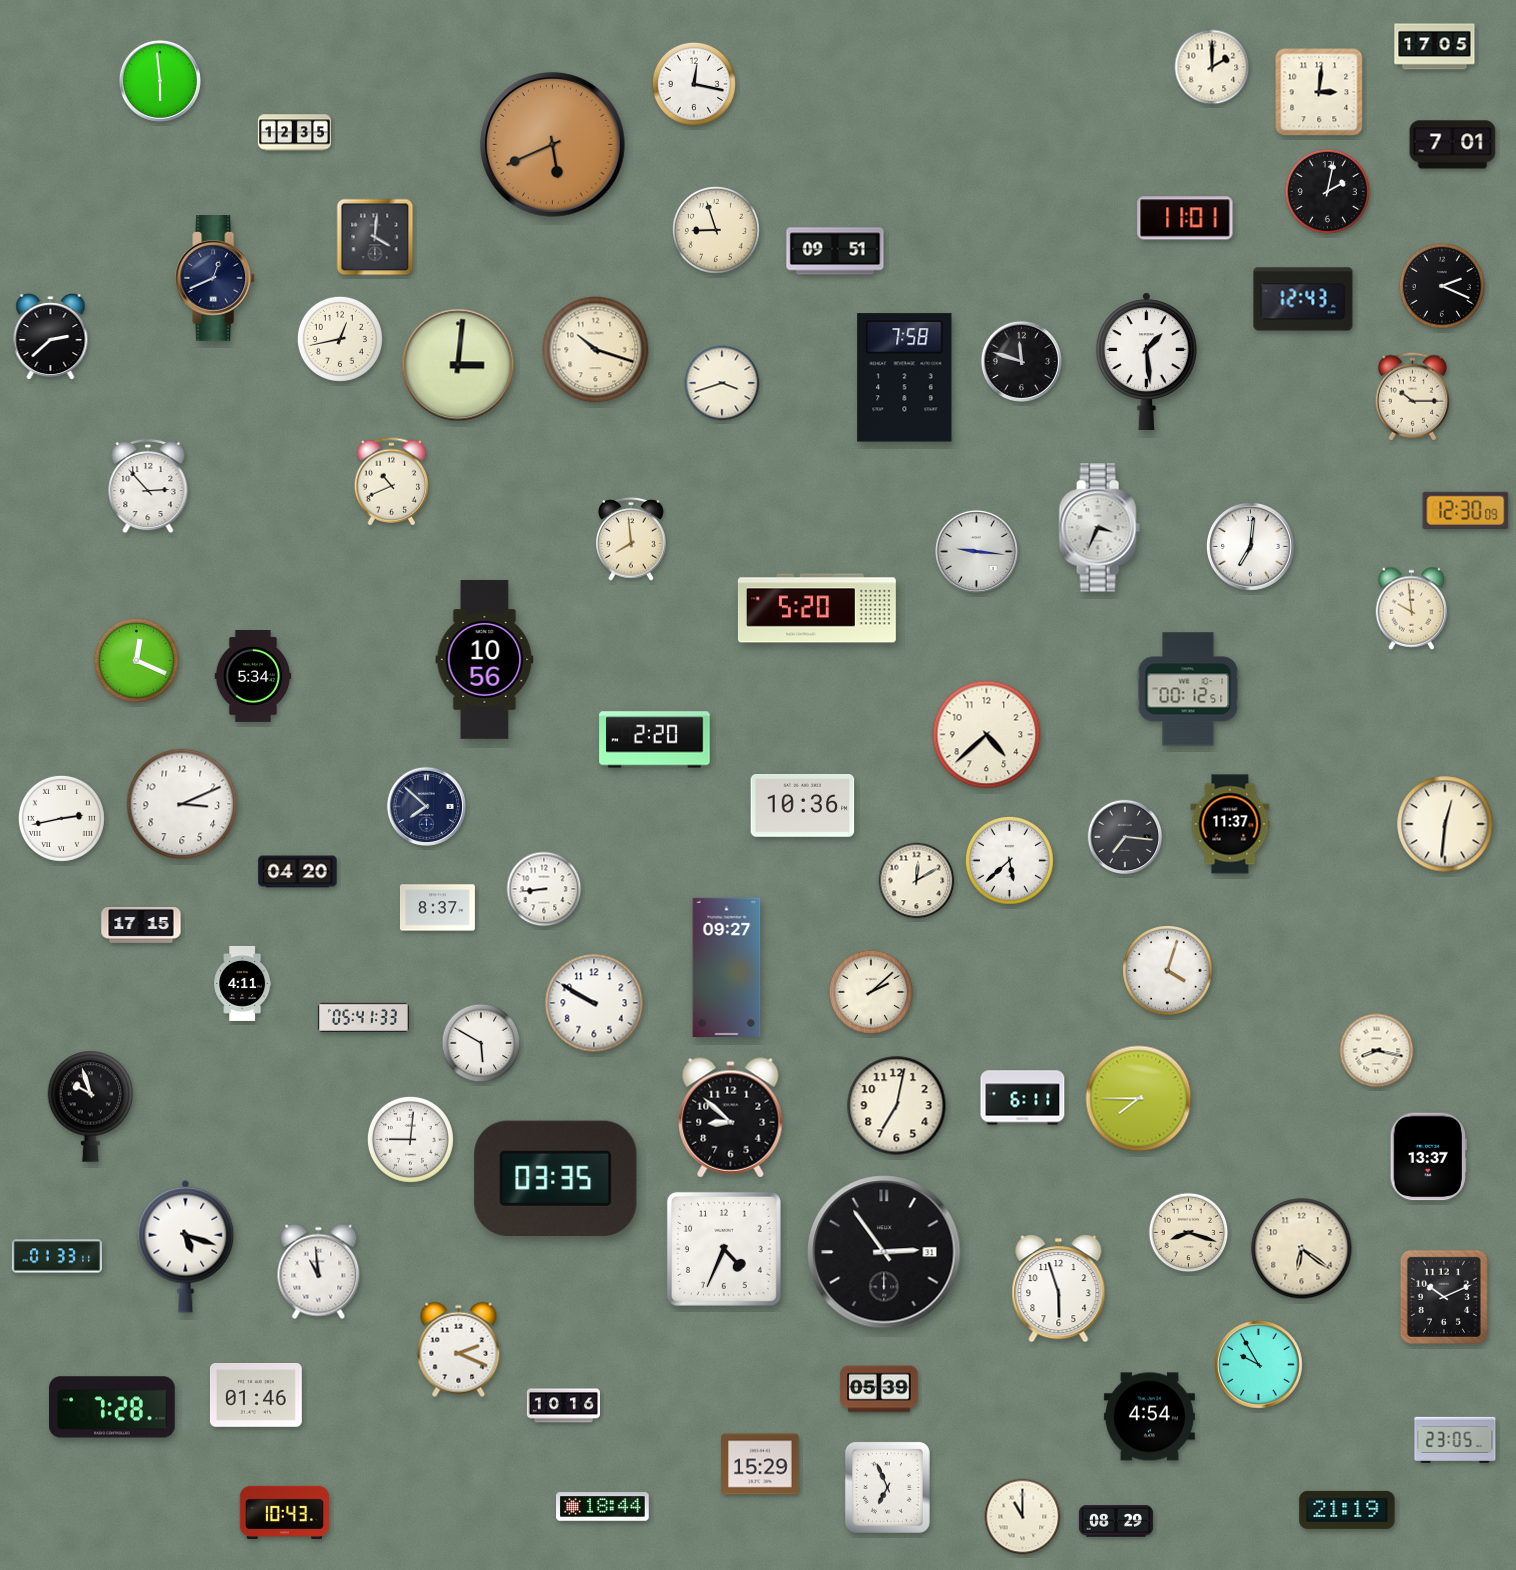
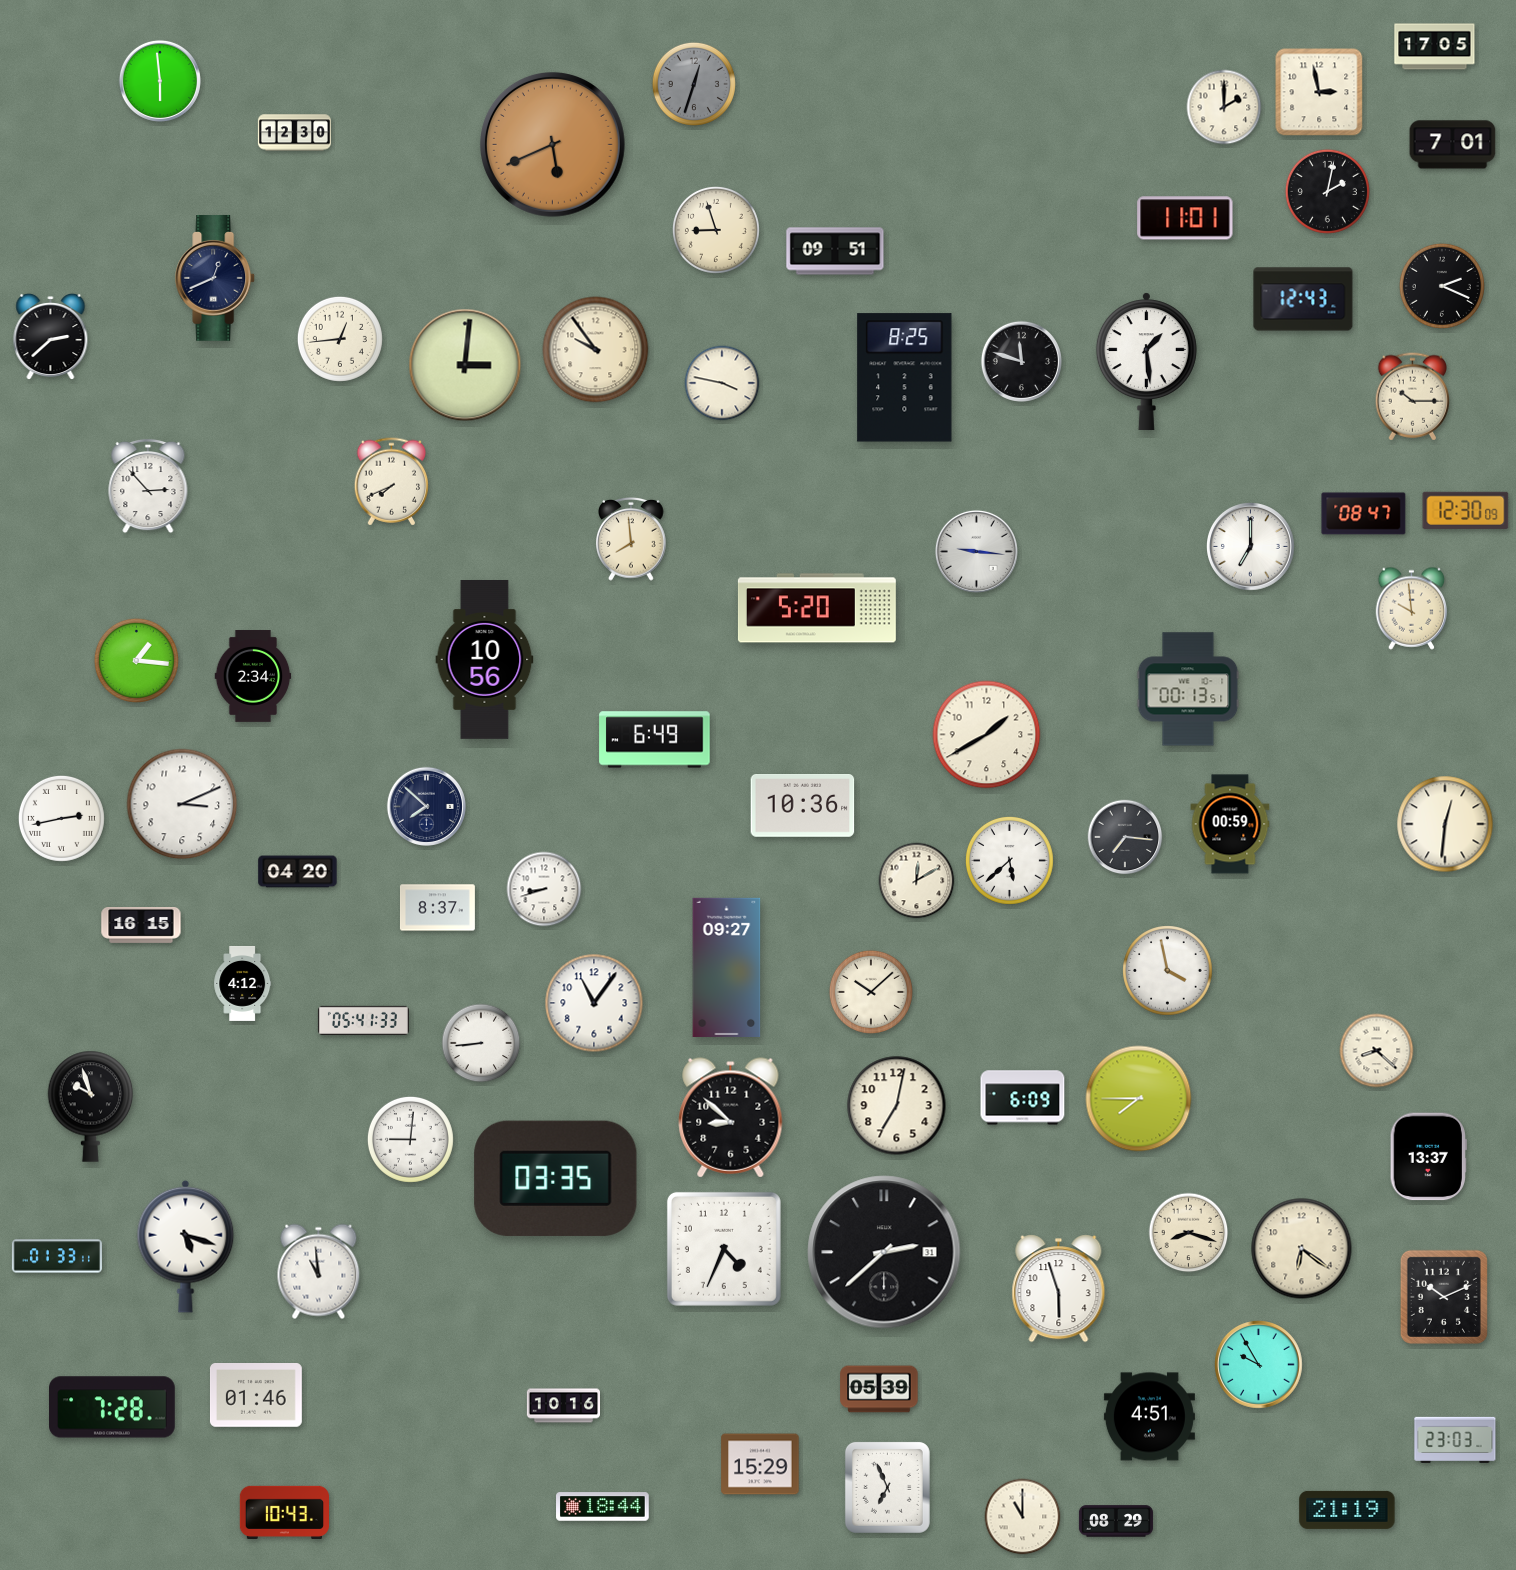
clock at (1212, 67) position: (1212, 67) -> (1224, 107)
clock at (694, 84): 12:17 -> 12:33
clock at (694, 84) dial: white -> grey
clock at (1319, 92): 3:01 -> 2:58
clock at (294, 133): 12:35 -> 12:30
clock at (375, 237): 4:01 -> none
clock at (340, 339): 12:43 -> 12:44
clock at (596, 350): 10:18 -> 9:54
clock at (458, 365) position: (458, 365) -> (465, 365)
clock at (905, 378): 7:58 -> 8:25
clock at (722, 383): 3:42 -> 3:47
clock at (391, 482): 10:41 -> 7:41
clock at (1364, 514): none -> 08:47
clock at (1099, 528): 3:34 -> none
clock at (1251, 547): 7:01 -> 7:00
clock at (136, 660): 12:19 -> 1:16
clock at (253, 677): 5:34 -> 2:34
clock at (1188, 689): 00:12 -> 00:13
clock at (987, 735): 4:38 -> 1:40
clock at (655, 740): 2:20 -> 6:49
clock at (1230, 824): 11:37 -> 00:59
clock at (544, 889): 8:44 -> 8:42
clock at (141, 926): 17:15 -> 16:15
clock at (1168, 971): 4:03 -> 3:58
clock at (243, 983): 4:11 -> 4:12
clock at (871, 992): 2:08 -> 10:08
clock at (594, 1003): 9:50 -> 11:06
clock at (363, 1017) position: (363, 1017) -> (363, 1020)
clock at (481, 1043): 5:50 -> 8:44
clock at (1377, 1051): 8:17 -> 8:22
clock at (1023, 1098): 6:11 -> 6:09
clock at (884, 1252): 2:54 -> 2:38
clock at (459, 1350): 2:19 -> none
clock at (1149, 1417): 4:54 -> 4:51
clock at (1455, 1440): 23:05 -> 23:03
